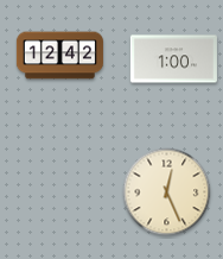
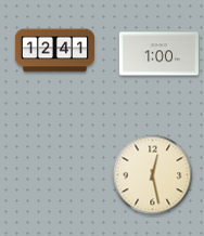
clock at (59, 56): 12:42 -> 12:41
clock at (167, 192): 12:26 -> 12:28
